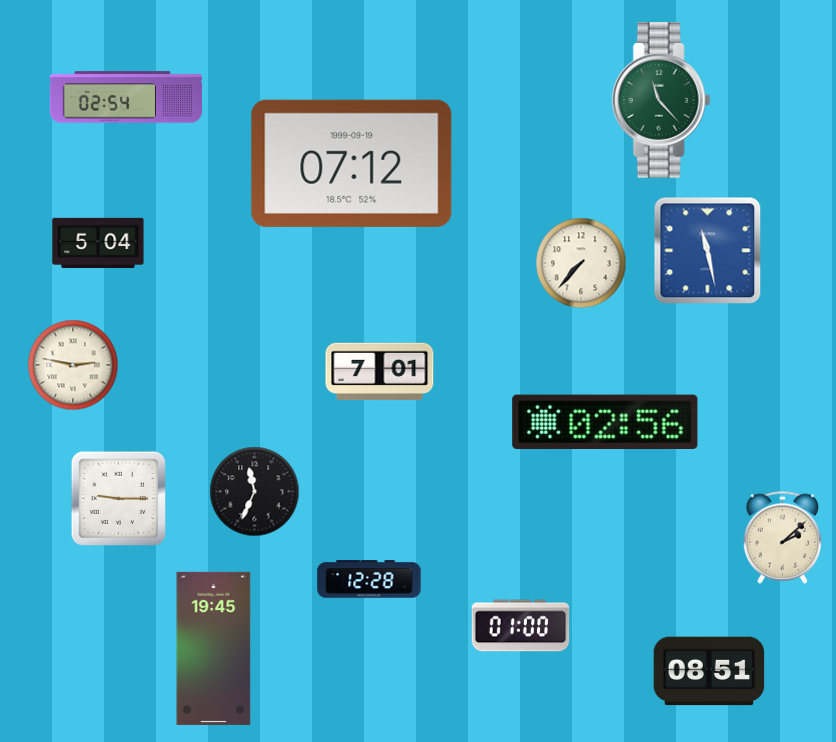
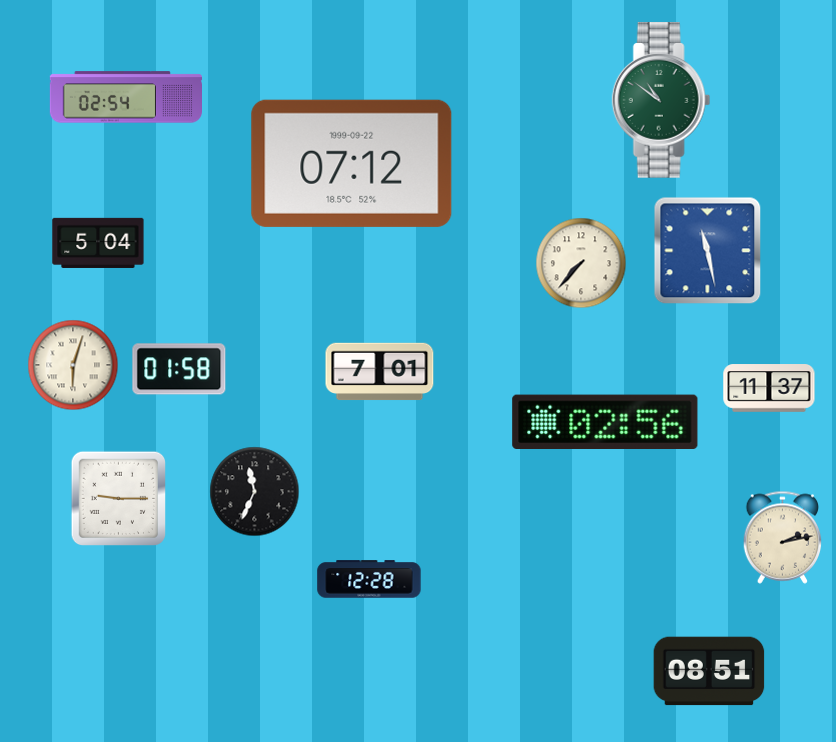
clock at (661, 101): 11:23 -> 10:51
clock at (352, 163) date: 1999-09-19 -> 1999-09-22
clock at (73, 365): 2:47 -> 6:03
clock at (179, 369): none -> 01:58
clock at (769, 388): none -> 11:37
clock at (783, 537): 2:08 -> 2:13
clock at (521, 626): 01:00 -> none
clock at (214, 648): 19:45 -> none
